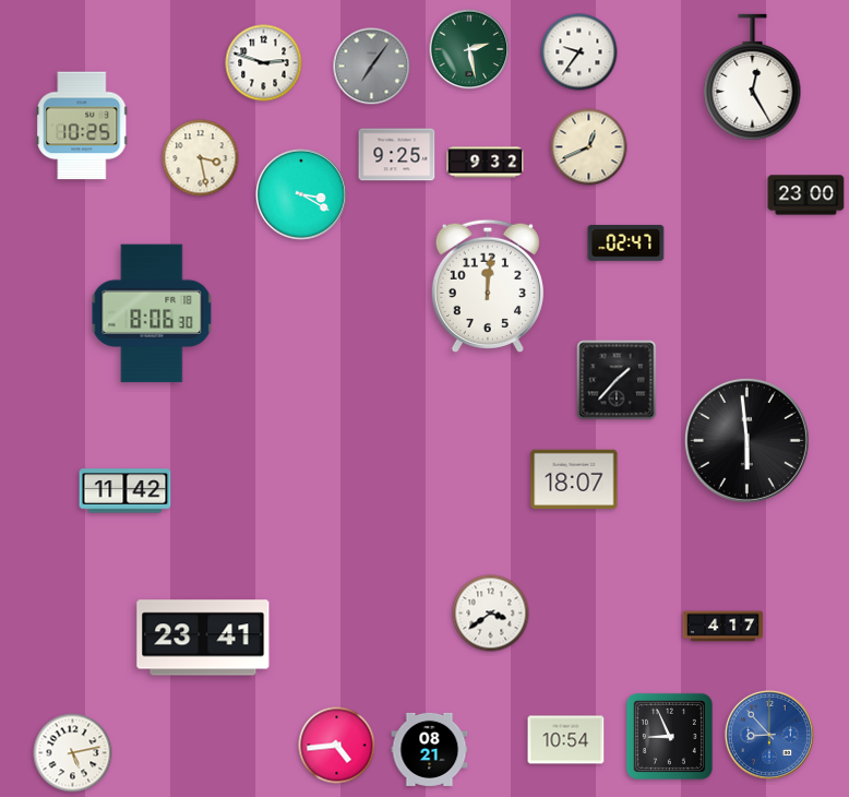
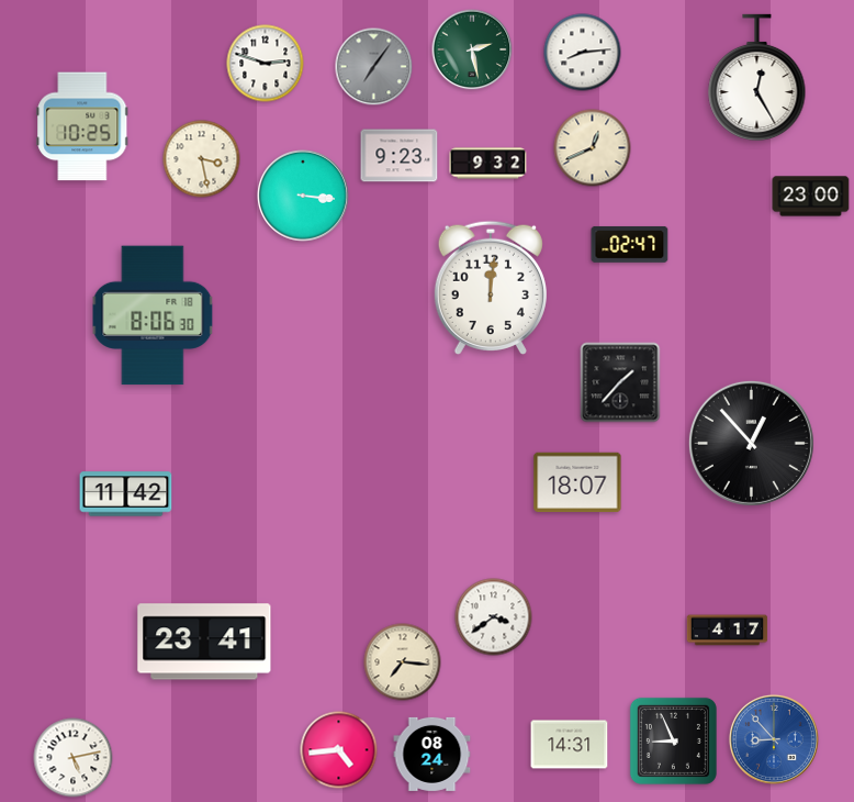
clock at (579, 52): 9:36 -> 8:14
clock at (397, 155): 9:25 -> 9:23
clock at (302, 195): 3:20 -> 3:16
clock at (746, 440): 5:59 -> 12:53
clock at (403, 662): none -> 7:16
clock at (566, 740): 10:54 -> 14:31
clock at (430, 749): 08:21 -> 08:24
